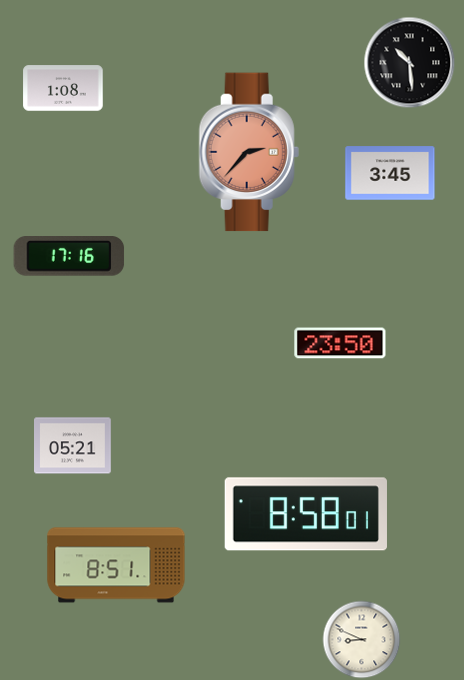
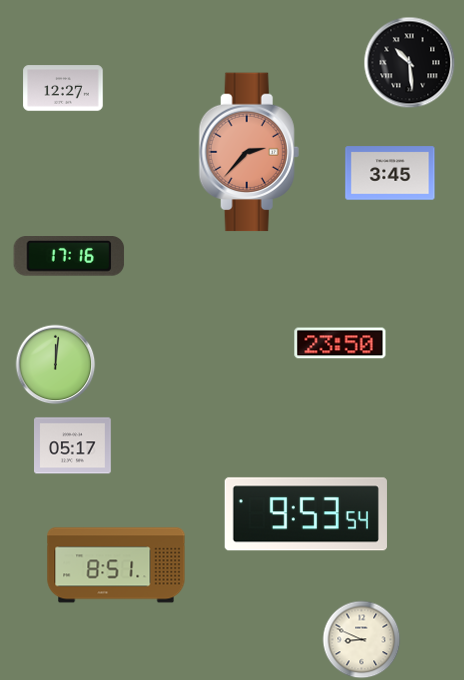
clock at (63, 88): 1:08 -> 12:27
clock at (55, 364): none -> 12:01
clock at (73, 446): 05:21 -> 05:17
clock at (306, 514): 8:58 -> 9:53
